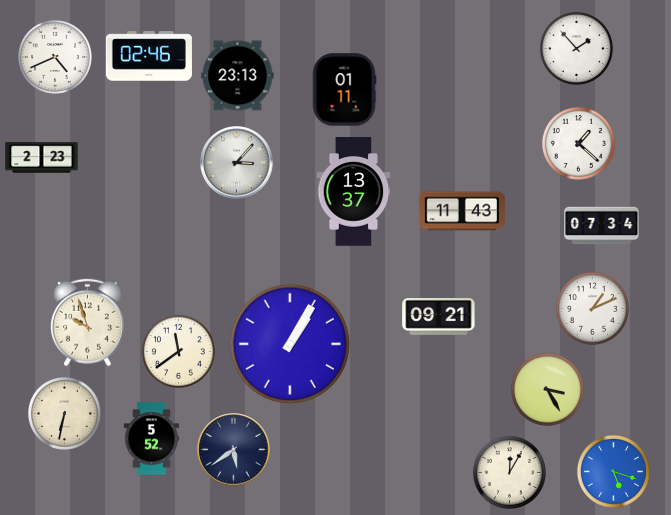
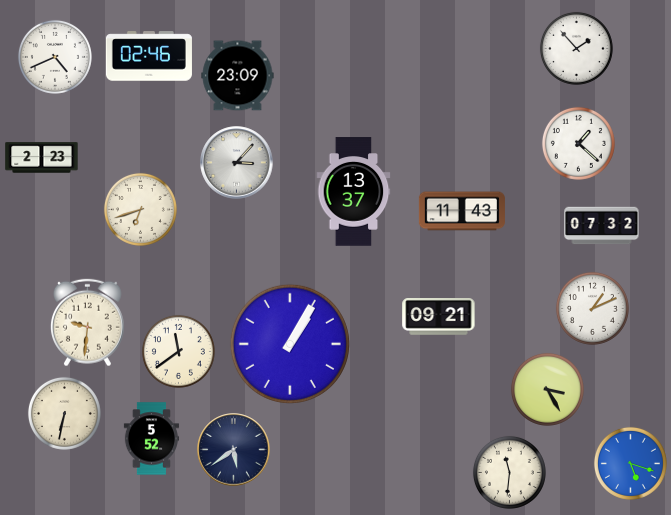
clock at (238, 76): 23:13 -> 23:09
clock at (344, 90): 01:11 -> none
clock at (140, 209): none -> 6:42
clock at (602, 226): 07:34 -> 07:32
clock at (87, 323): 9:57 -> 9:31
clock at (613, 471) position: (613, 471) -> (630, 463)
clock at (509, 472): 12:05 -> 11:31
